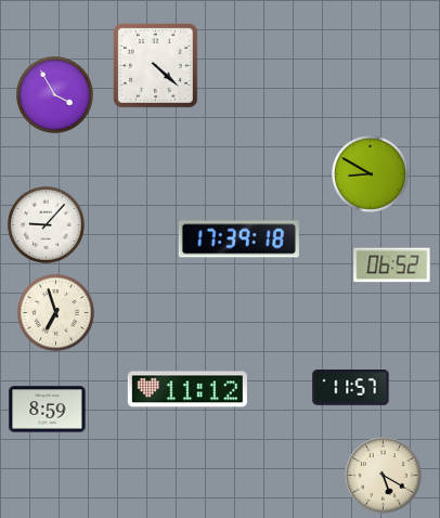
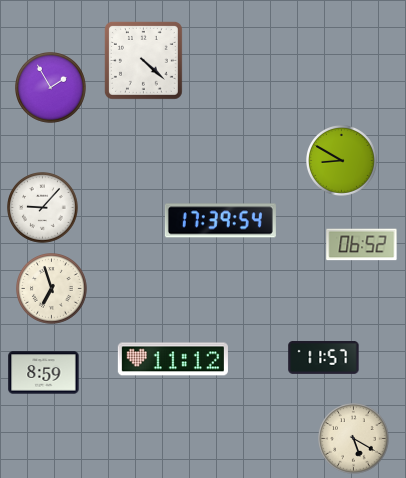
clock at (55, 95): 3:55 -> 1:55
clock at (238, 239): 17:39:18 -> 17:39:54
clock at (48, 410) position: (48, 410) -> (44, 373)
